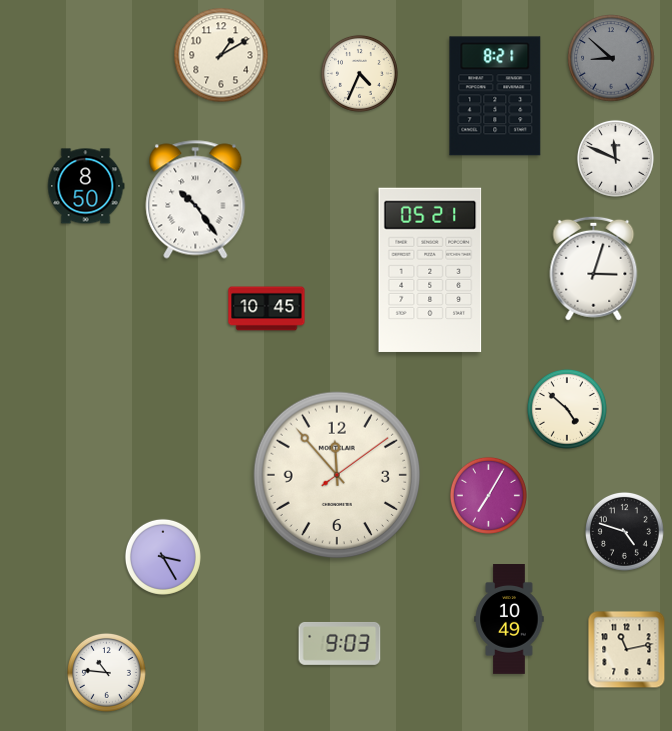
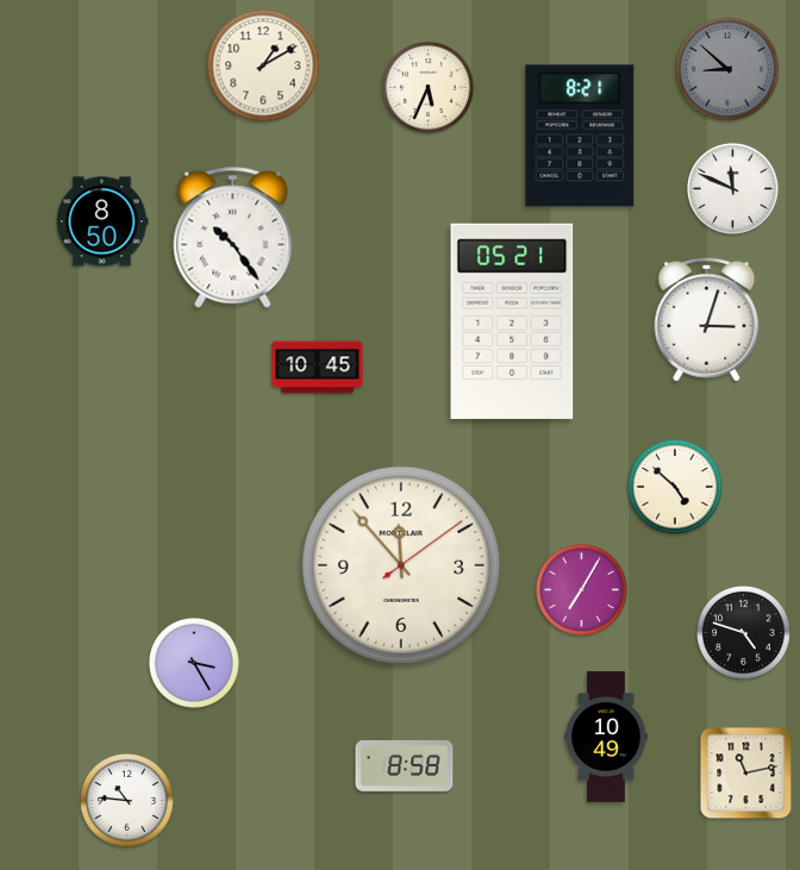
clock at (359, 73): 4:34 -> 5:34
clock at (495, 96) position: (495, 96) -> (580, 136)
clock at (340, 643): 9:03 -> 8:58
